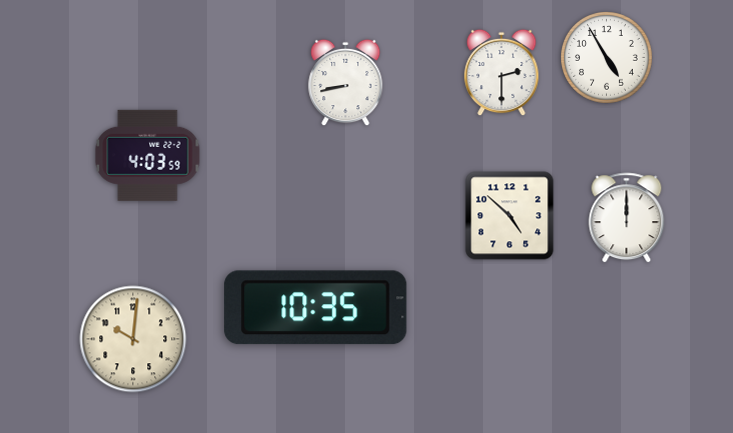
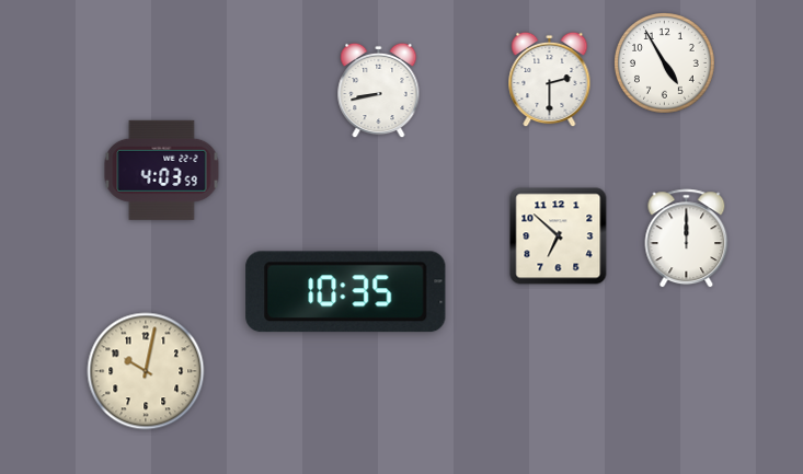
clock at (510, 216): 4:52 -> 6:52
clock at (316, 308) position: (316, 308) -> (346, 292)
clock at (133, 339): 10:01 -> 10:02
